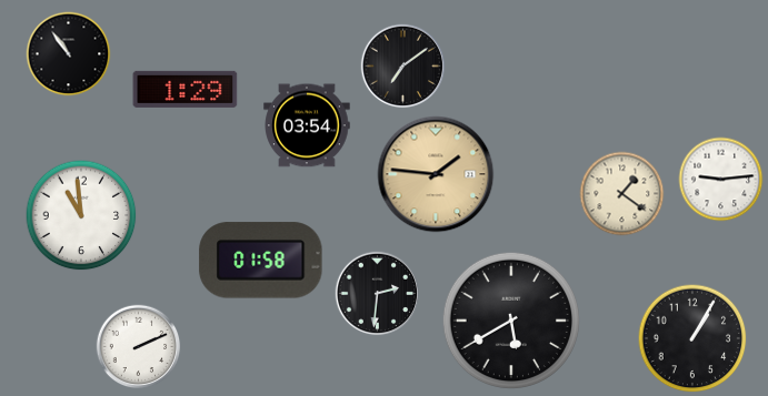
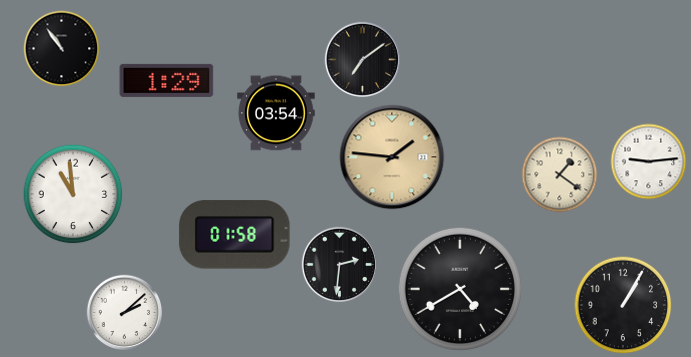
clock at (510, 319): 5:40 -> 4:40
clock at (139, 347): 2:11 -> 2:08
